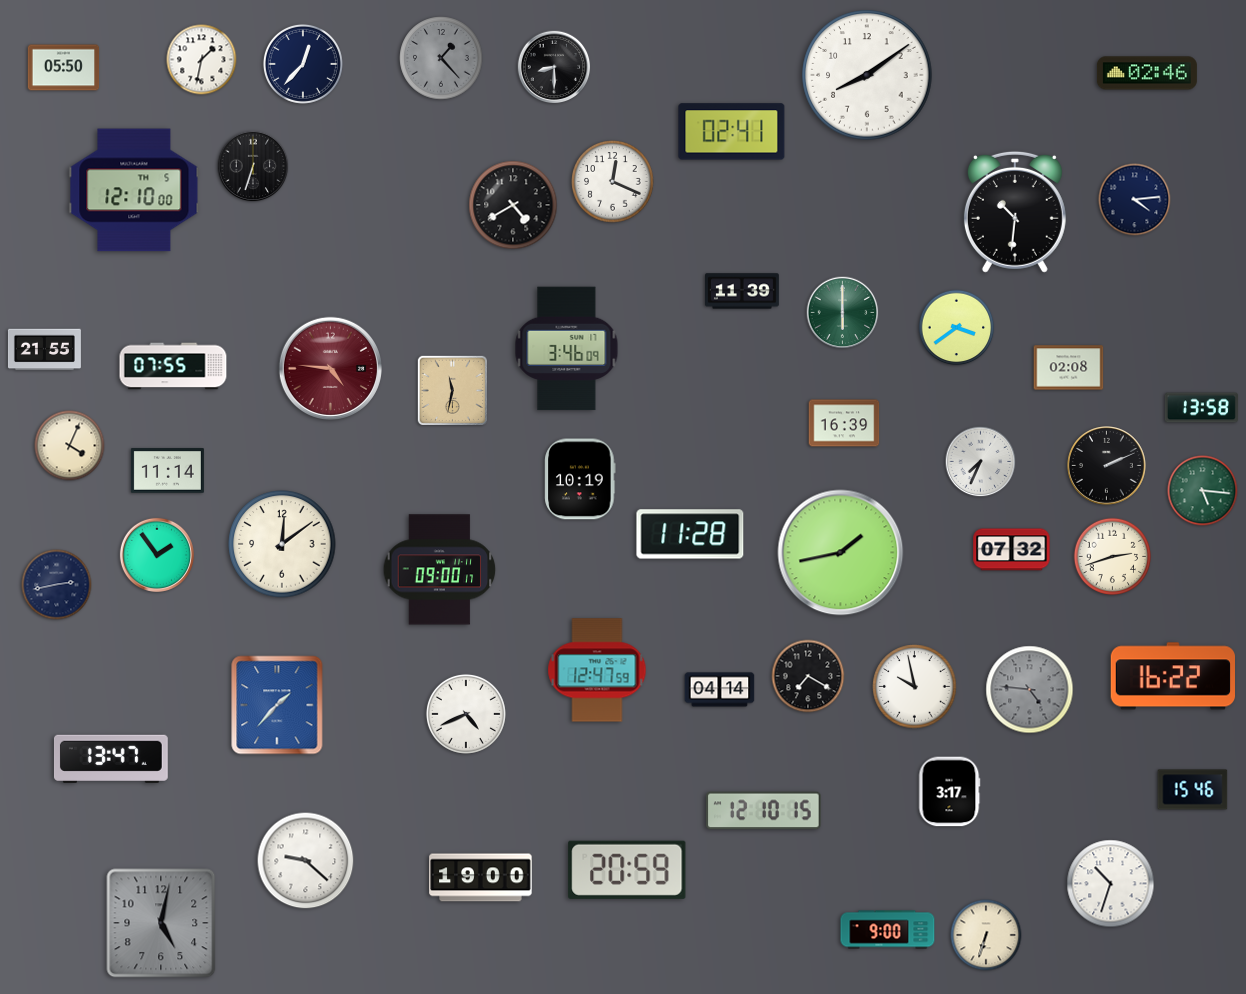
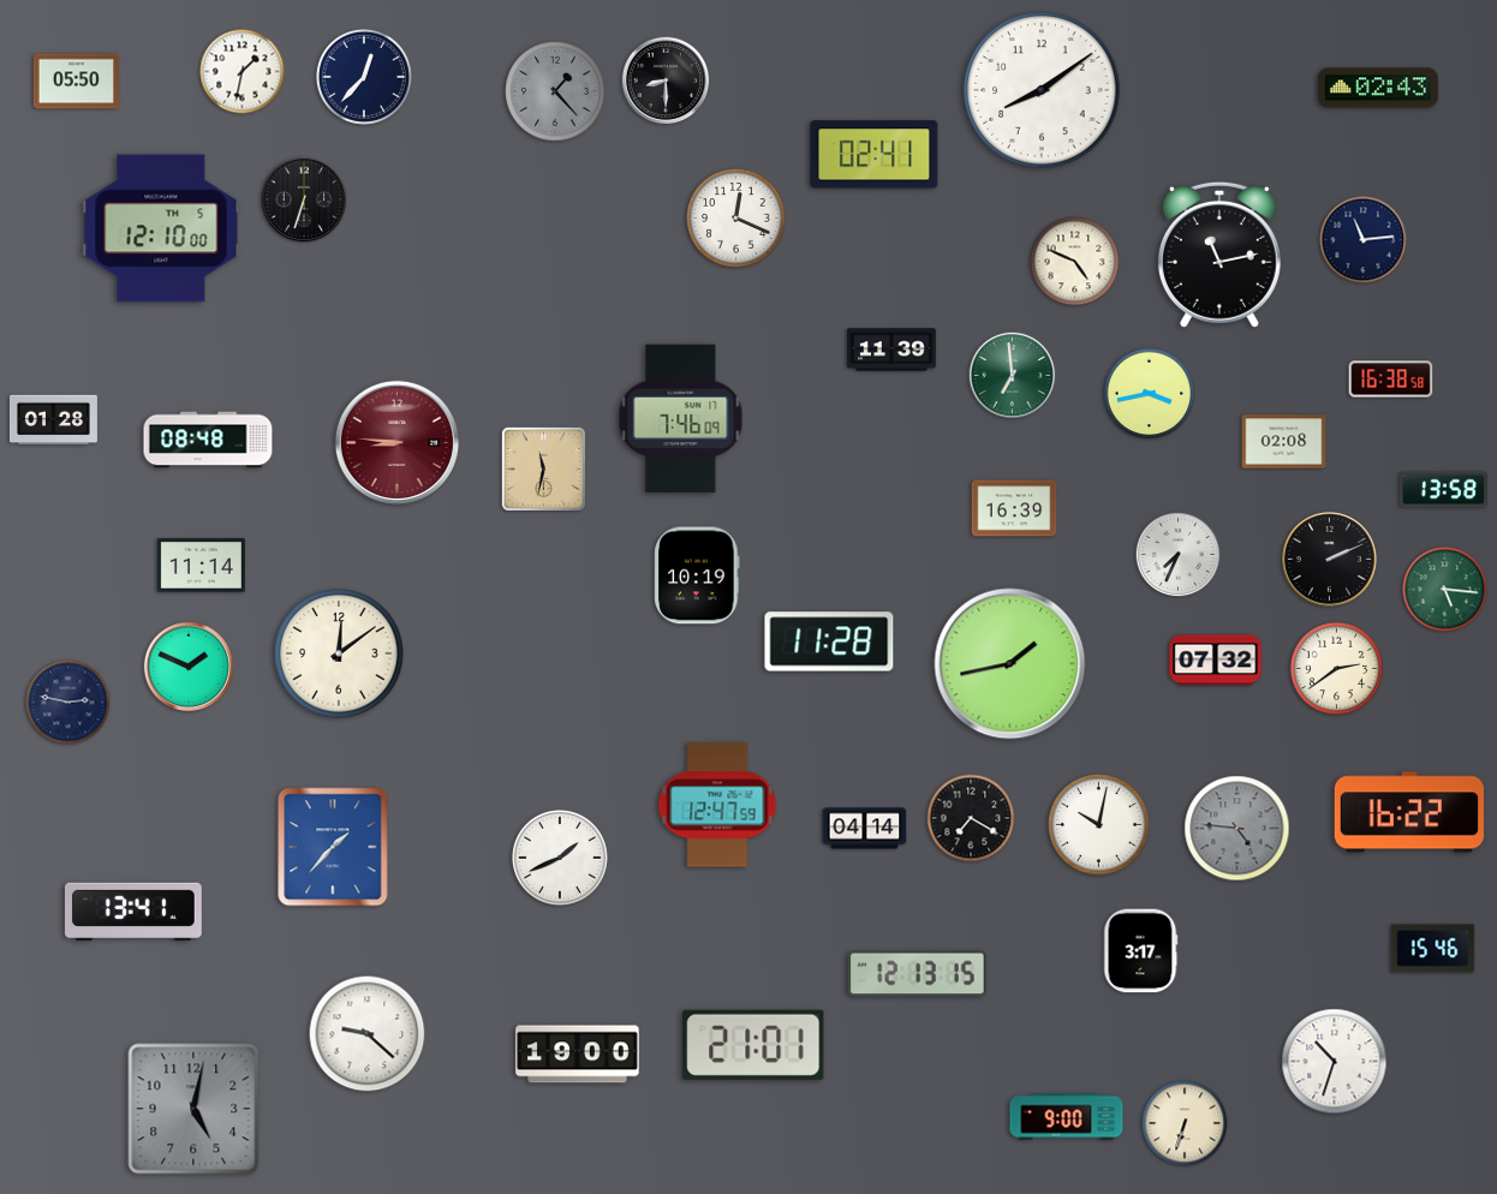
clock at (441, 58) position: (441, 58) -> (555, 91)
clock at (1147, 73): 02:46 -> 02:43
clock at (732, 132) position: (732, 132) -> (875, 155)
clock at (1135, 200): 4:14 -> 11:14
clock at (513, 205): 4:40 -> none
clock at (1015, 212): 10:31 -> 11:13
clock at (1075, 262): none -> 4:49
clock at (843, 313): 6:00 -> 6:59
clock at (1391, 380): none -> 16:38
clock at (957, 328): 3:39 -> 3:43
clock at (567, 349): 3:46 -> 7:46
clock at (44, 350): 21:55 -> 01:28
clock at (173, 366): 07:55 -> 08:48
clock at (330, 368): 4:46 -> 8:46
clock at (70, 446): 4:04 -> none
clock at (157, 555): 1:54 -> 1:49
clock at (1113, 557): 2:42 -> 2:39
clock at (440, 570): 09:00 -> none
clock at (57, 585): 2:43 -> 2:47
clock at (808, 676) position: (808, 676) -> (971, 818)
clock at (915, 687): 9:58 -> 10:02
clock at (466, 714): 4:41 -> 1:41
clock at (111, 759): 13:47 -> 13:41
clock at (764, 811): 12:10 -> 12:13
clock at (627, 870): 20:59 -> 21:01
